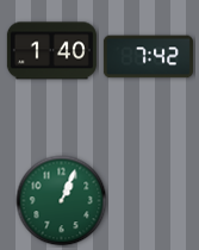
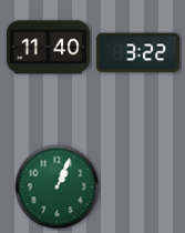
clock at (51, 51): 1:40 -> 11:40
clock at (148, 57): 7:42 -> 3:22
